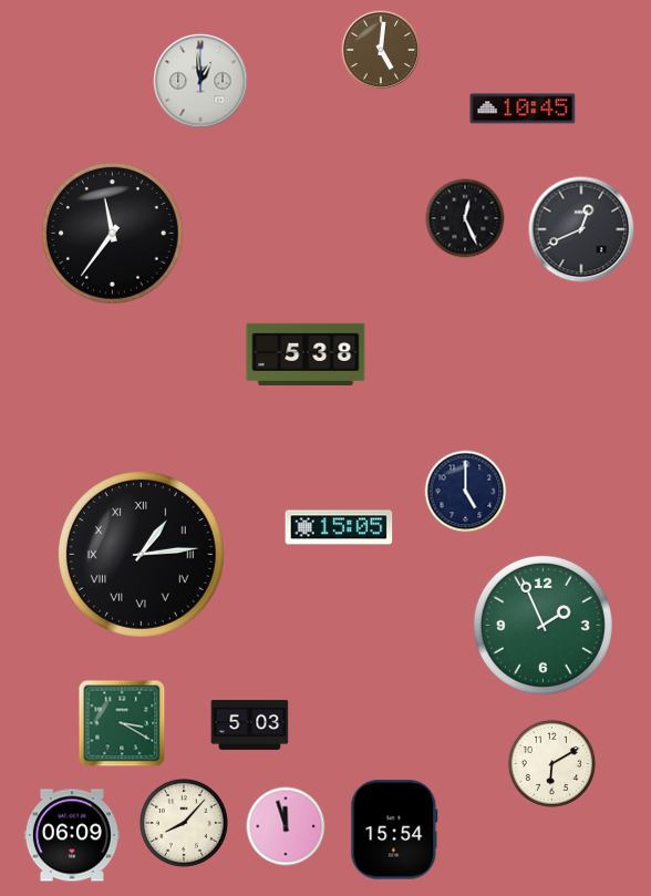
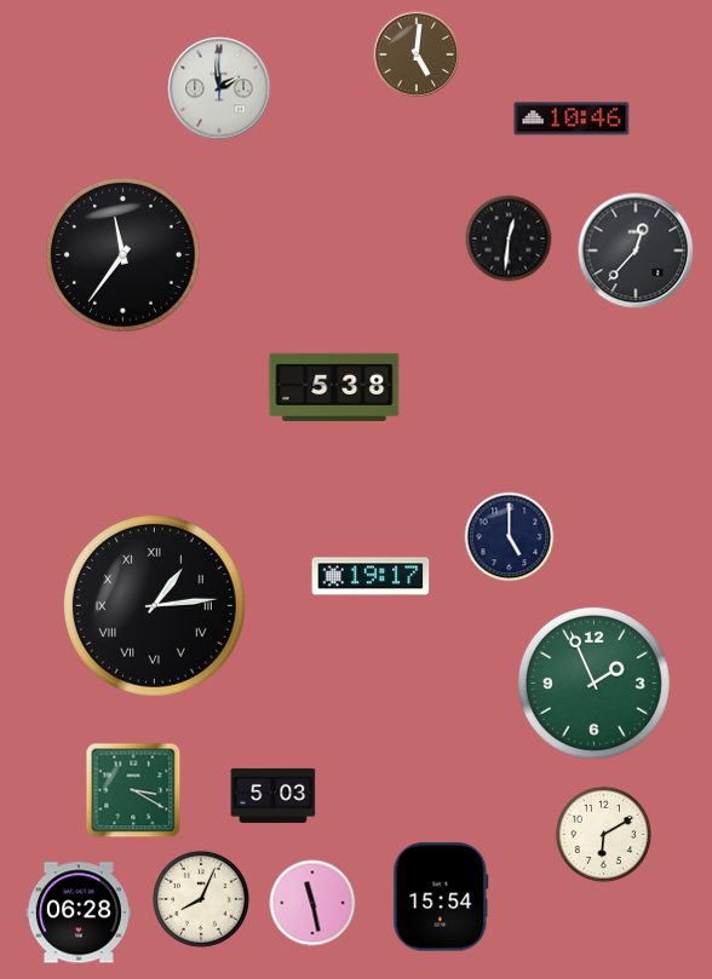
clock at (200, 81): 12:59 -> 1:59
clock at (523, 109): 10:45 -> 10:46
clock at (465, 218): 12:26 -> 12:31
clock at (581, 229): 12:41 -> 12:37
clock at (339, 527): 15:05 -> 19:17
clock at (250, 724) position: (250, 724) -> (274, 795)
clock at (184, 823): 8:07 -> 8:04
clock at (286, 826): 11:57 -> 11:28
clock at (394, 830) position: (394, 830) -> (441, 897)
clock at (72, 835): 06:09 -> 06:28
